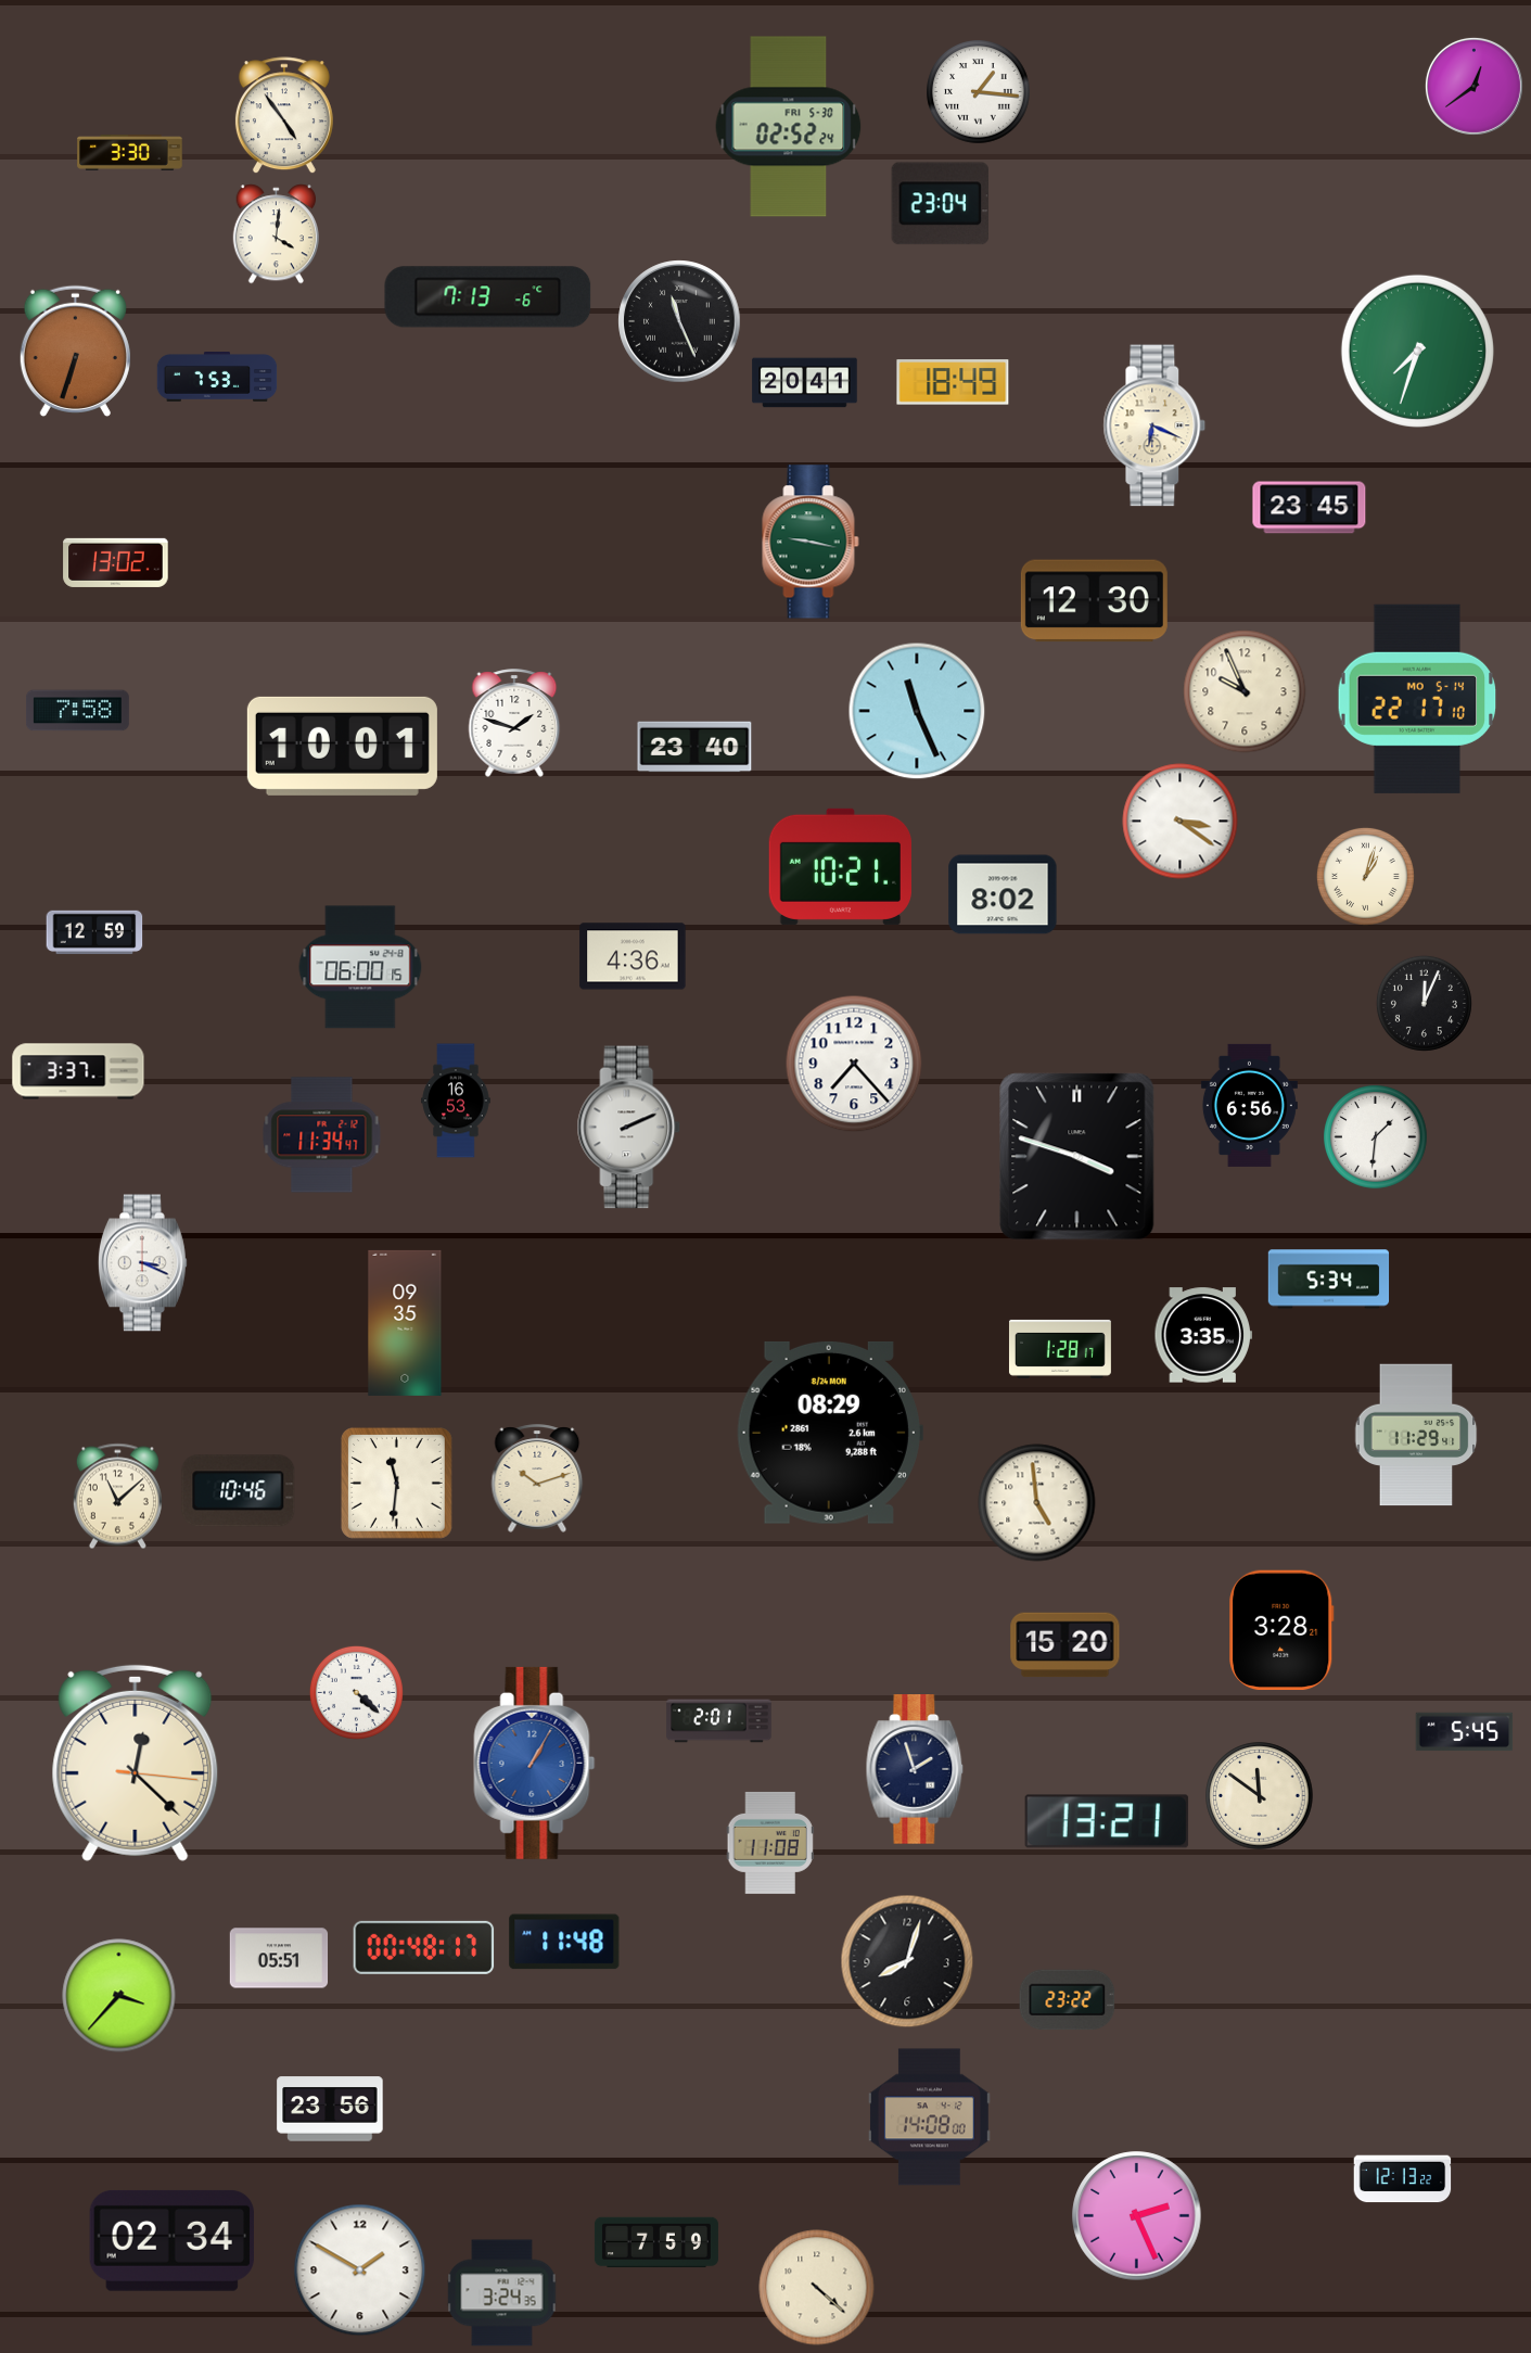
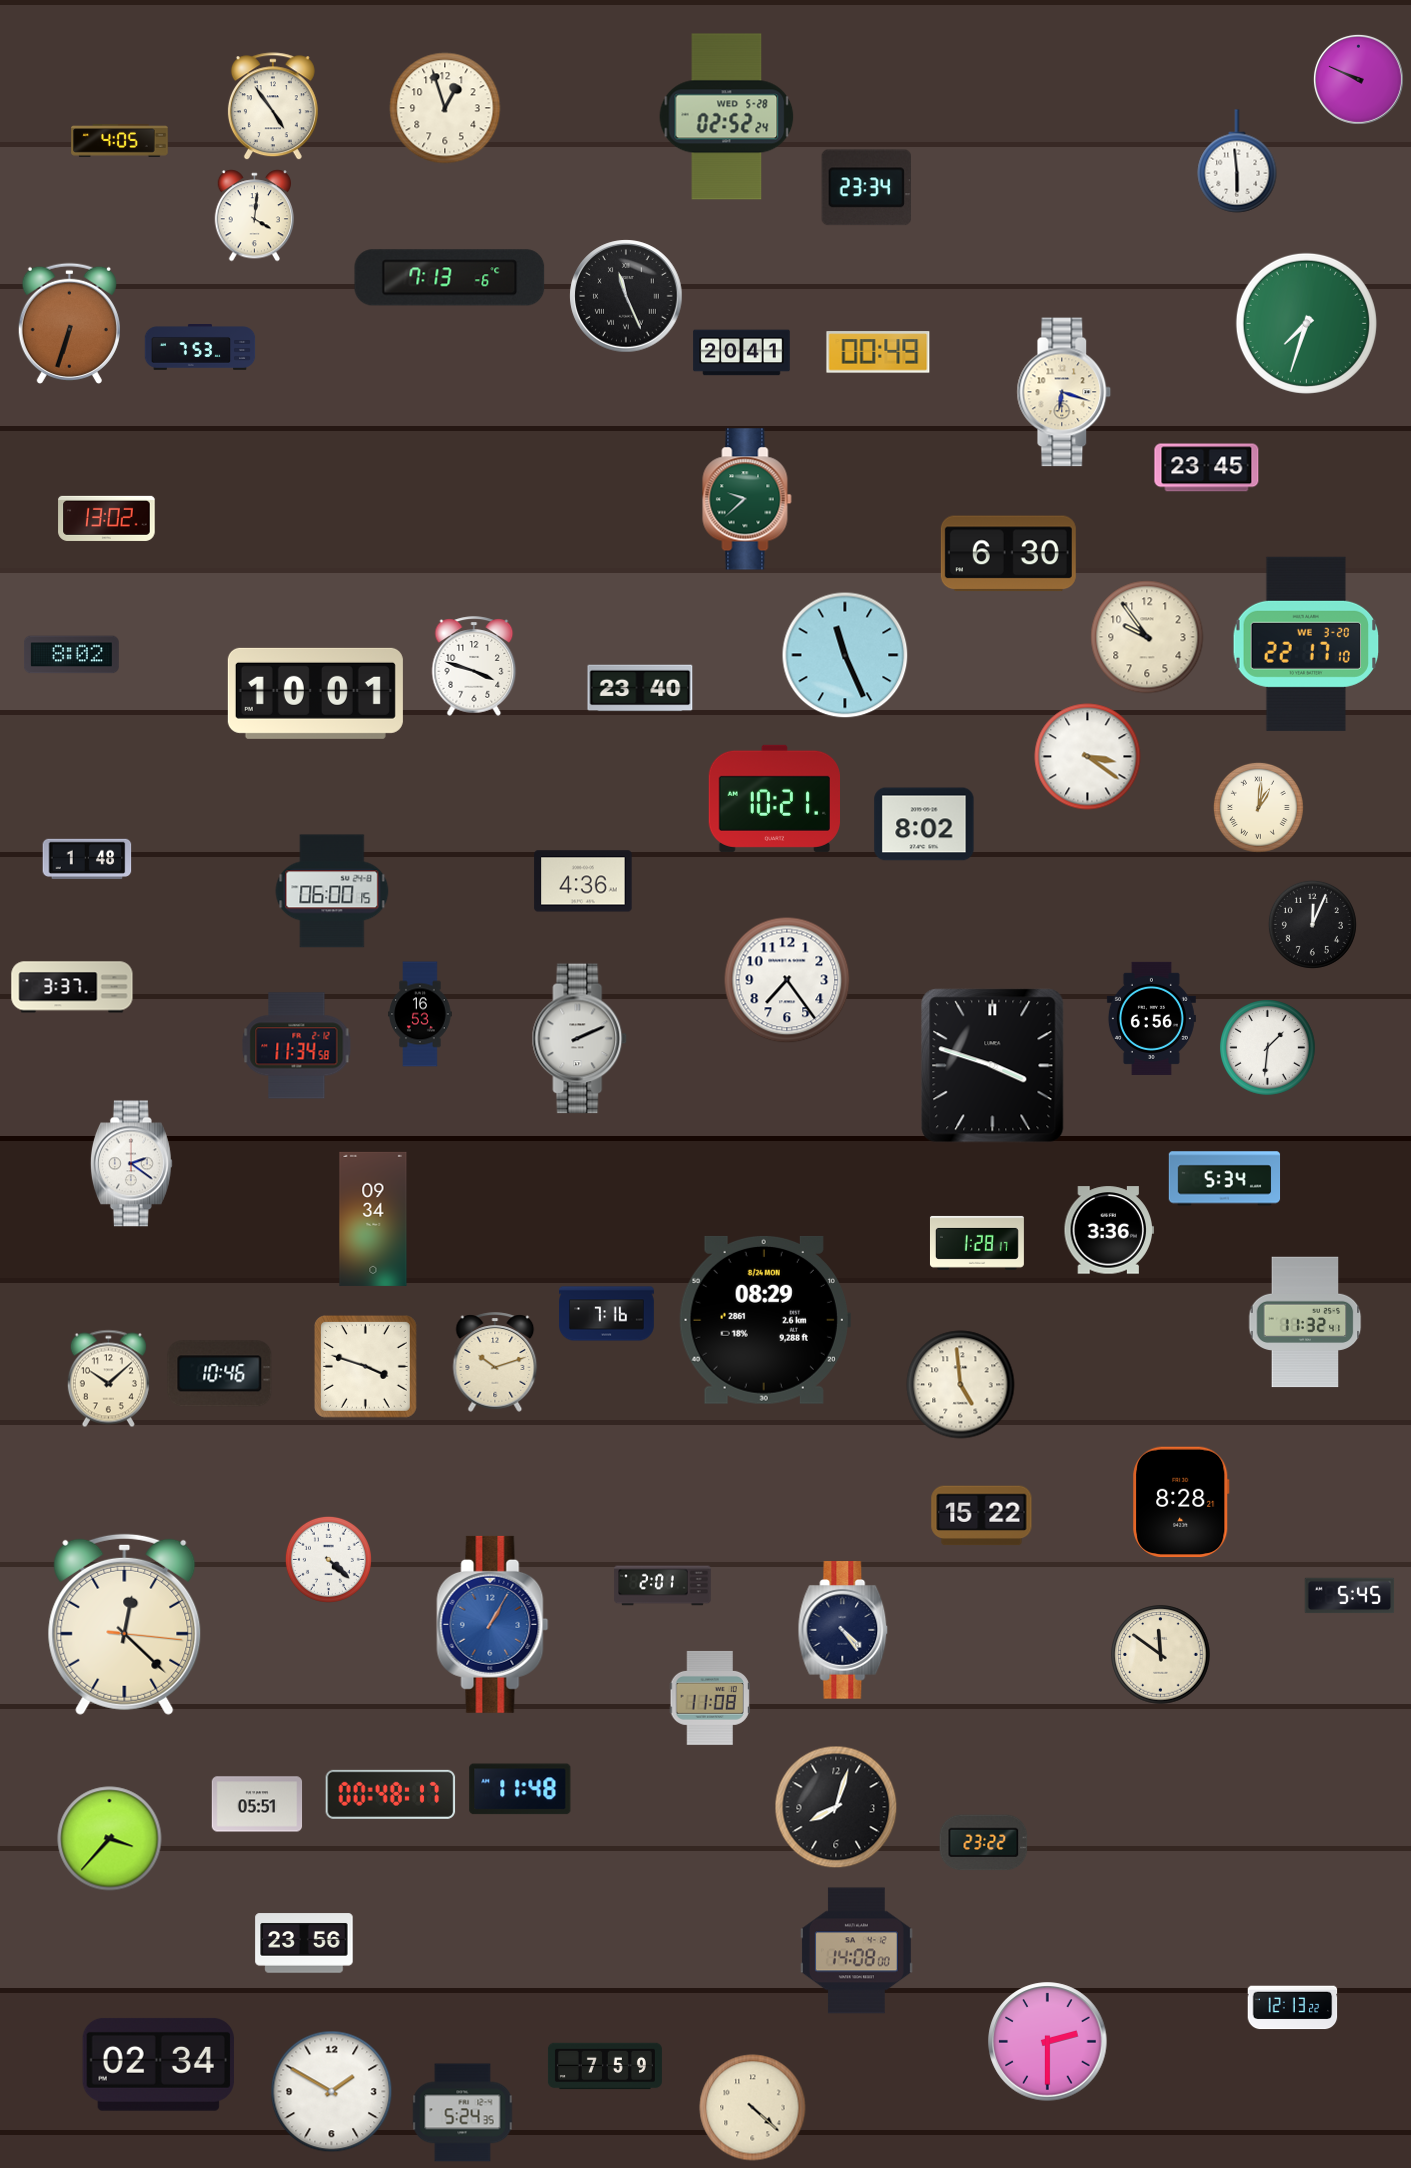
clock at (1473, 86): 12:39 -> 9:49
clock at (979, 92): 1:16 -> none
clock at (284, 116) position: (284, 116) -> (273, 107)
clock at (445, 108): none -> 12:57
clock at (789, 127) date: FRI 5-30 -> WED 5-28
clock at (130, 153): 3:30 -> 4:05
clock at (1237, 161): none -> 5:59
clock at (940, 204): 23:04 -> 23:34
clock at (488, 297) position: (488, 297) -> (450, 278)
clock at (953, 382): 18:49 -> 00:49
clock at (1154, 425): 6:19 -> 6:18
clock at (811, 542): 9:17 -> 9:38
clock at (1094, 601): 12:30 -> 6:30
clock at (1245, 691): 9:56 -> 9:54
clock at (1417, 699) date: MO 5-14 -> WE 3-20
clock at (78, 711): 7:58 -> 8:02
clock at (514, 723): 1:48 -> 3:48
clock at (342, 746) position: (342, 746) -> (315, 693)
clock at (1365, 876): 1:03 -> 1:01
clock at (94, 932): 12:59 -> 1:48
clock at (854, 1064): 7:23 -> 7:24
clock at (322, 1135): 11:34:47 -> 11:34:58
clock at (142, 1263): 3:19 -> 2:21
clock at (405, 1323): 09:35 -> 09:34
clock at (1202, 1335): 3:35 -> 3:36
clock at (607, 1314): none -> 7:16
clock at (1416, 1435): 11:29 -> 11:32
clock at (396, 1483): 11:31 -> 3:48
clock at (117, 1497): 11:08 -> 10:08
clock at (1037, 1503) position: (1037, 1503) -> (961, 1385)
clock at (1281, 1630): 3:28 -> 8:28
clock at (1066, 1645): 15:20 -> 15:22
clock at (915, 1769): 1:57 -> 4:24
clock at (1107, 1821): 13:21 -> none
clock at (1137, 2216): 2:26 -> 2:30
clock at (502, 2293): 3:24 -> 5:24
